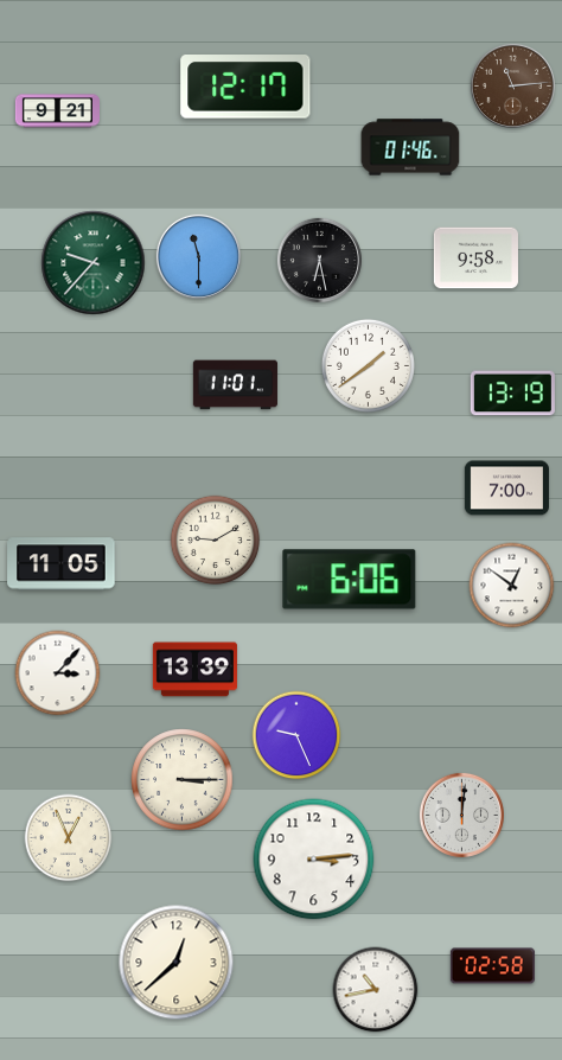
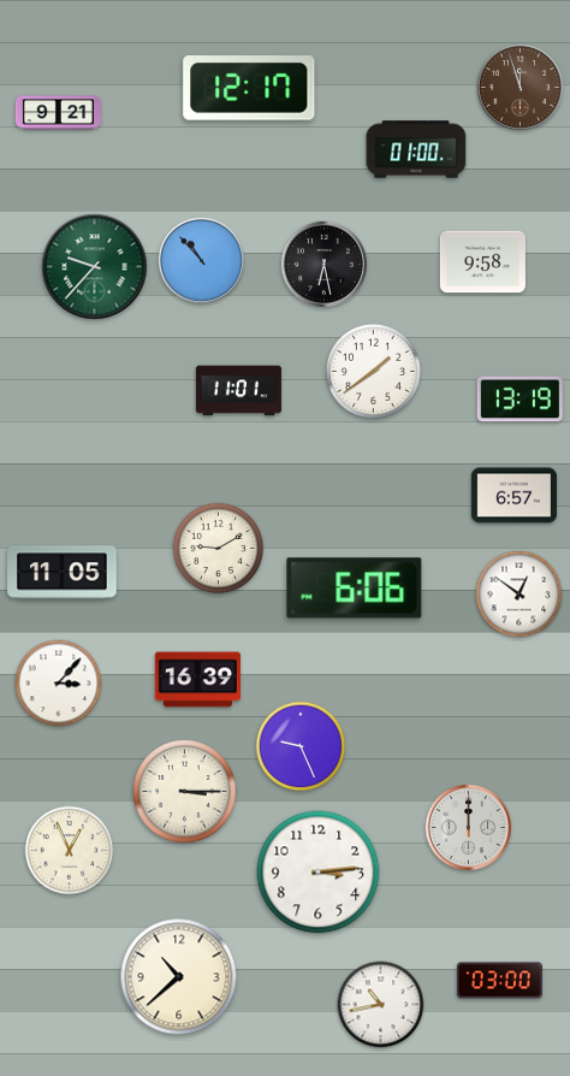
clock at (512, 85): 11:14 -> 11:57
clock at (410, 147): 01:46 -> 01:00
clock at (198, 256): 11:30 -> 10:53
clock at (506, 489): 7:00 -> 6:57
clock at (194, 670): 13:39 -> 16:39
clock at (461, 815): 12:01 -> 12:00
clock at (177, 963): 12:38 -> 10:38
clock at (492, 966): 02:58 -> 03:00
